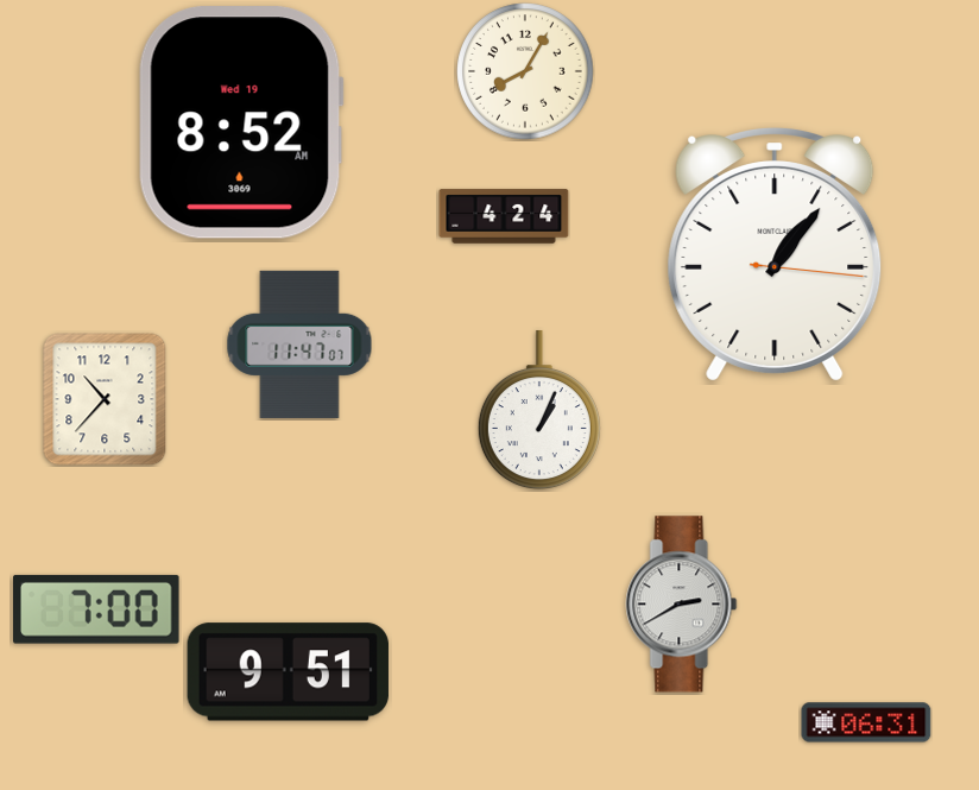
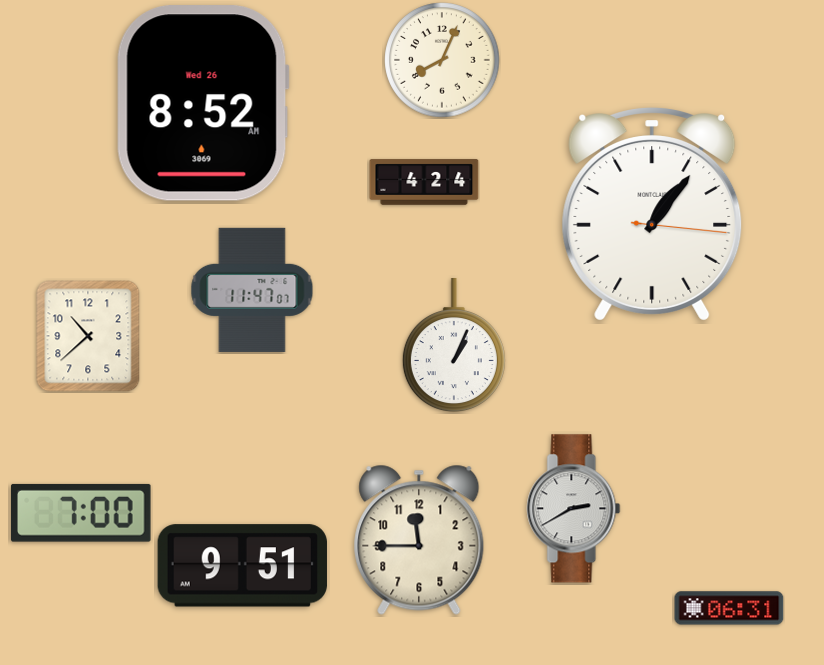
clock at (525, 71): 8:05 -> 8:04
clock at (241, 122) date: Wed 19 -> Wed 26
clock at (105, 399): 10:37 -> 10:38
clock at (419, 540): none -> 11:45
